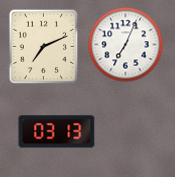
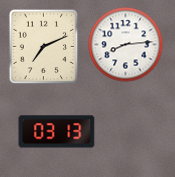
clock at (126, 45): 7:04 -> 8:14
